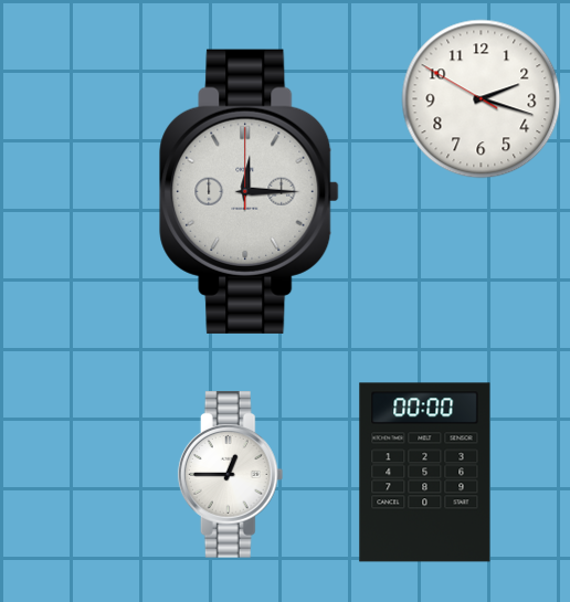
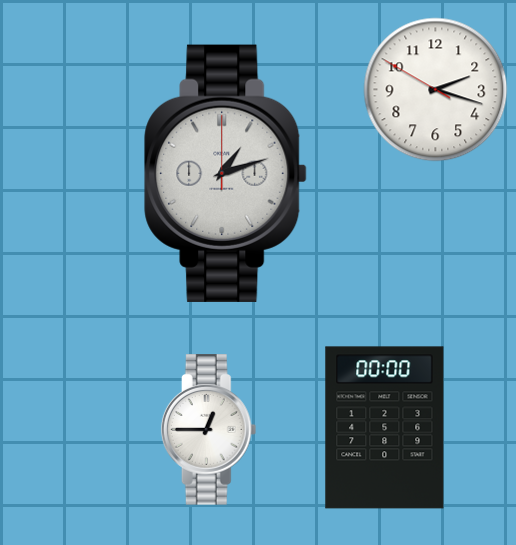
clock at (250, 191): 12:15 -> 1:12
